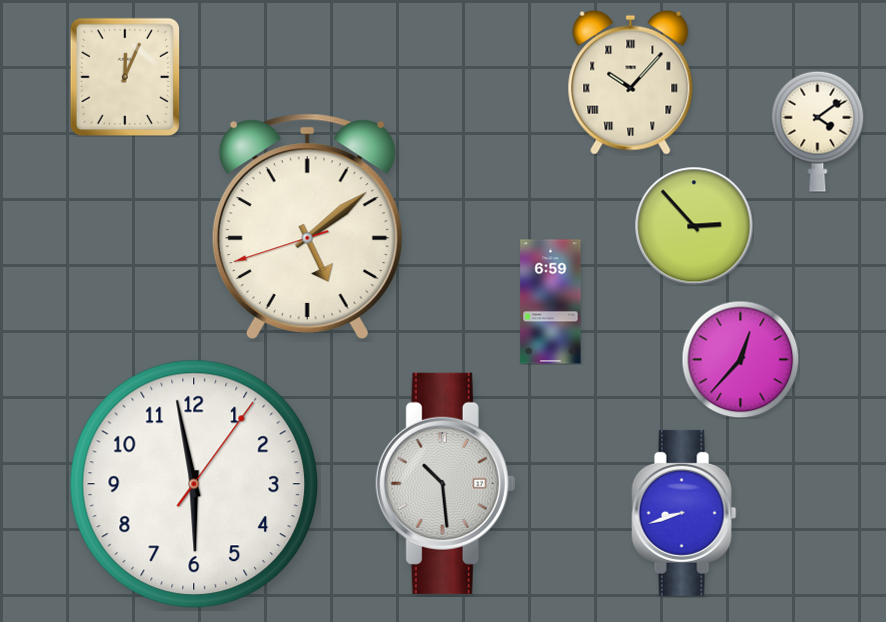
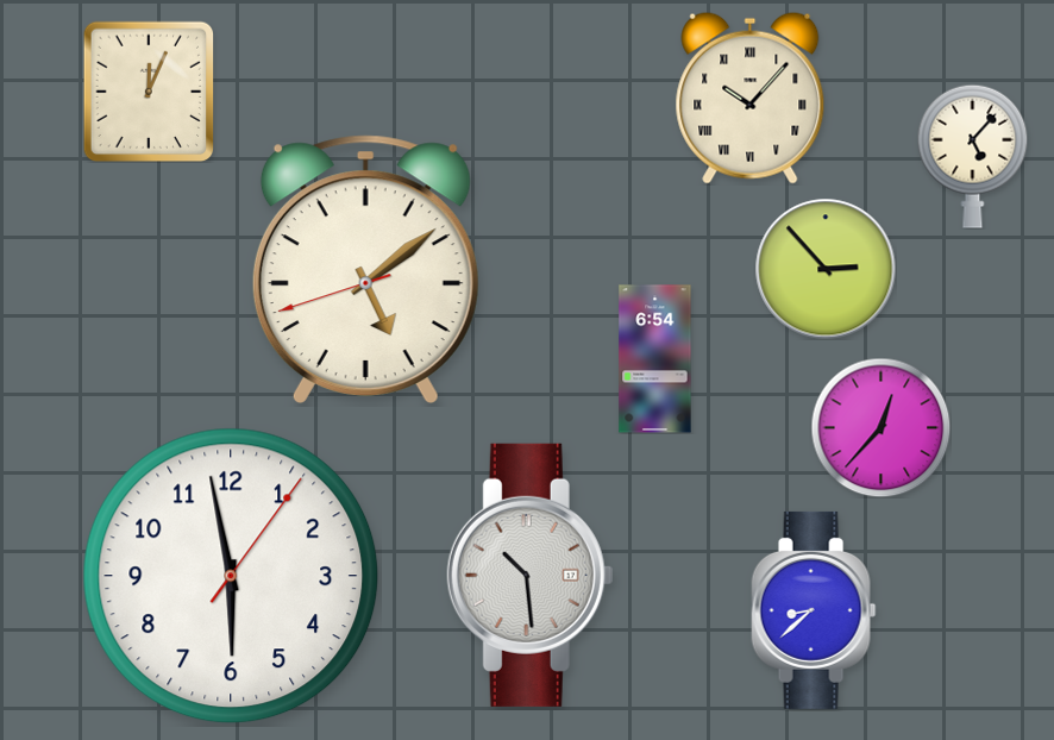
clock at (818, 131): 4:09 -> 5:07
clock at (551, 302): 6:59 -> 6:54
clock at (684, 513): 8:42 -> 8:38
